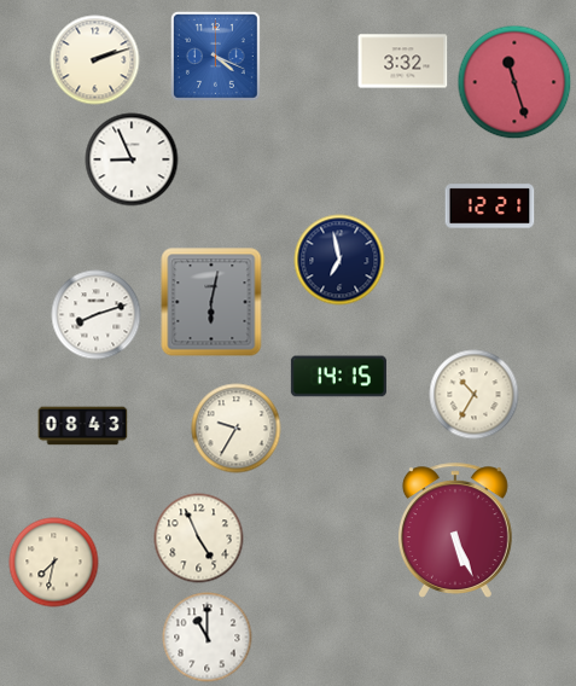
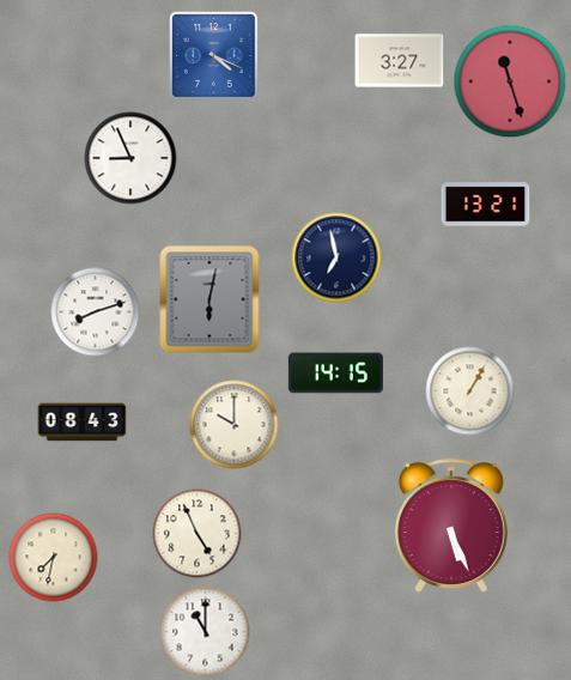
clock at (95, 60): 2:12 -> none
clock at (403, 62): 3:32 -> 3:27
clock at (490, 207): 12:21 -> 13:21
clock at (475, 395): 10:35 -> 1:05
clock at (237, 429): 9:35 -> 10:00
